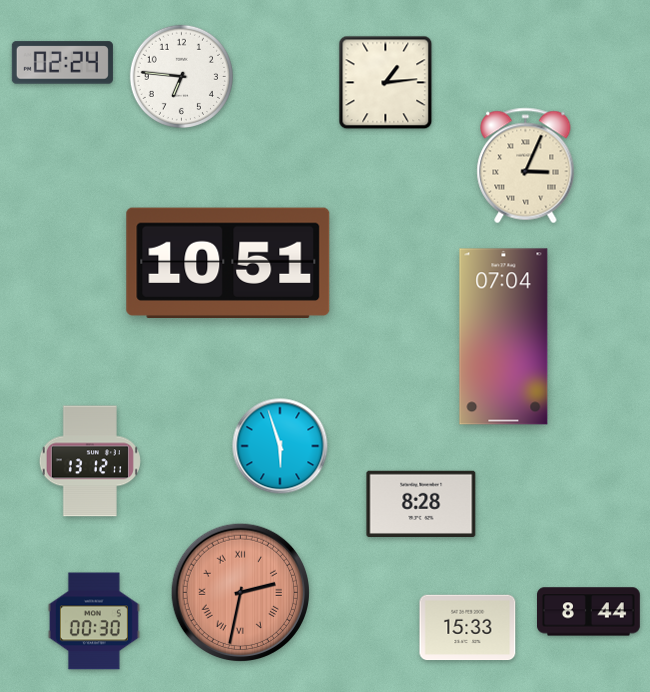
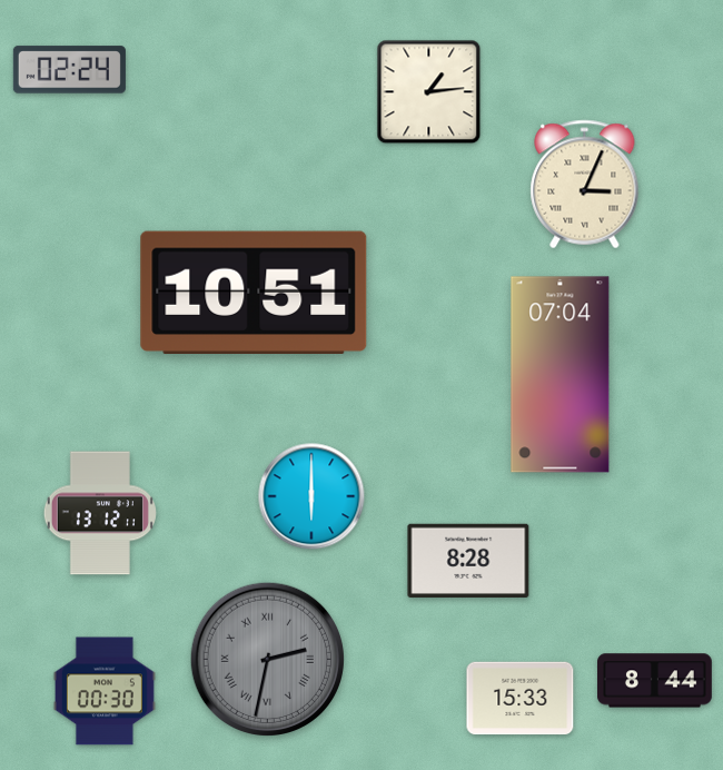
clock at (181, 76): 6:46 -> none
clock at (280, 446): 5:57 -> 6:00
clock at (240, 592) dial: salmon -> grey
